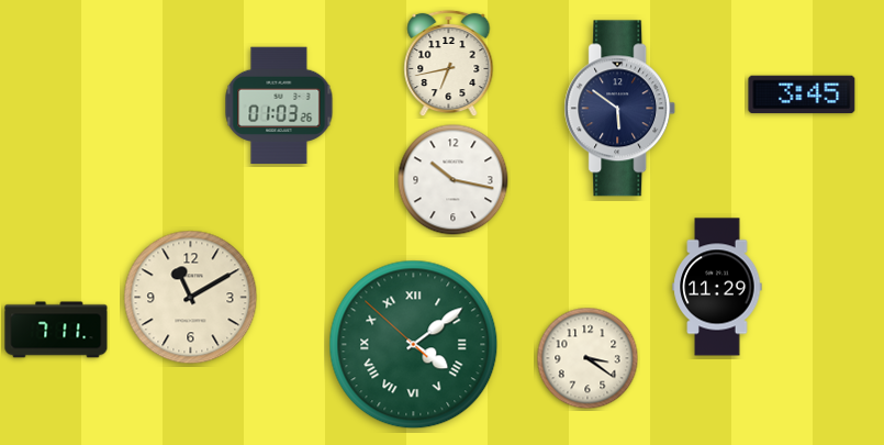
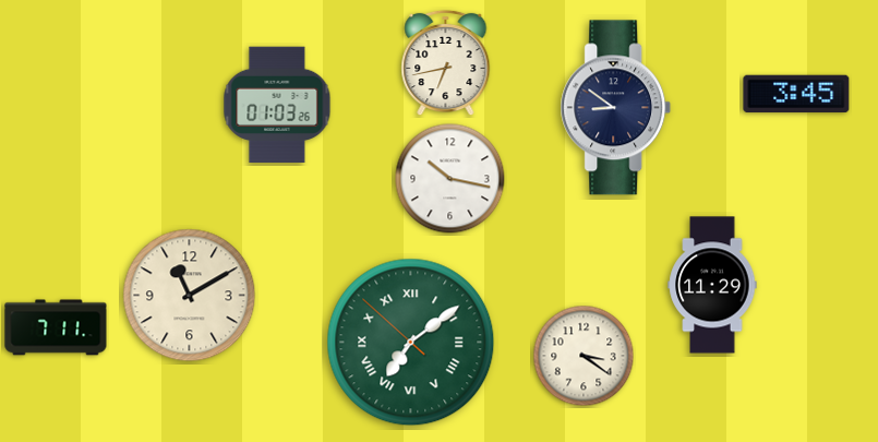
clock at (620, 109): 5:51 -> 8:51
clock at (414, 345): 4:08 -> 7:08
